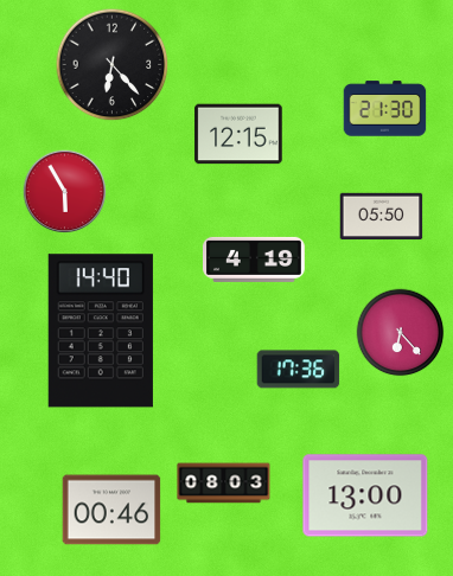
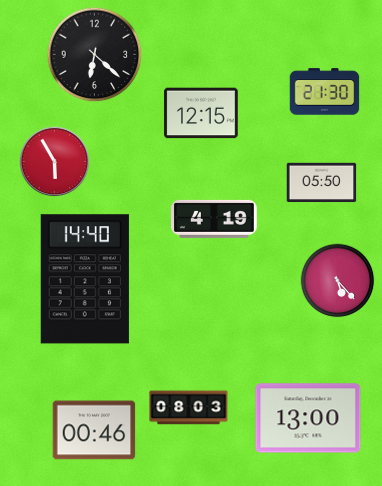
clock at (113, 65): 6:23 -> 6:22
clock at (401, 333): 6:23 -> 5:23
clock at (299, 370): 17:36 -> none
